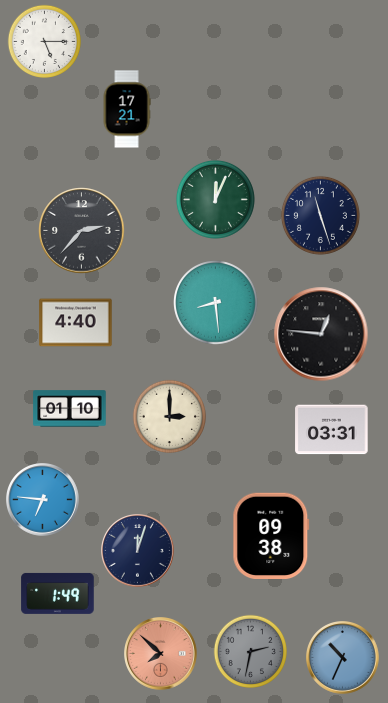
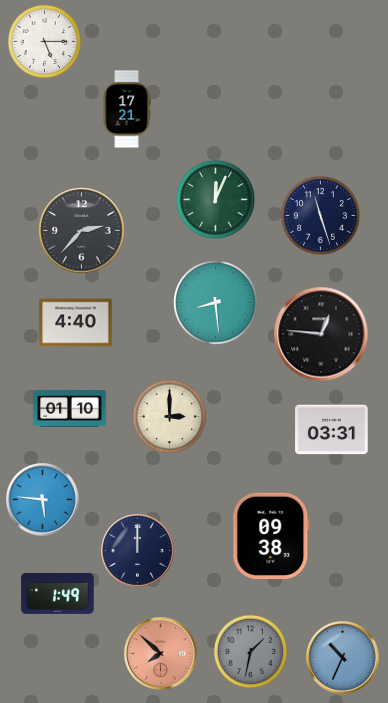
clock at (43, 500): 6:46 -> 5:46
clock at (138, 551): 12:03 -> 12:00
clock at (250, 651): 2:32 -> 1:32
